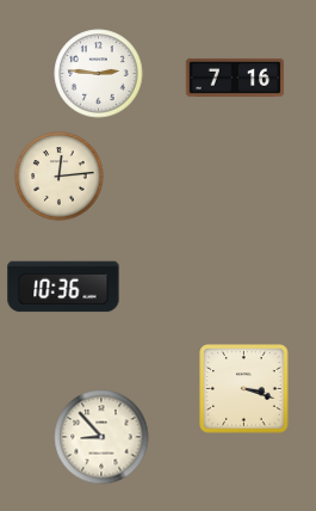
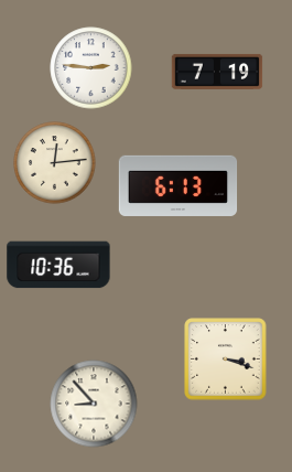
clock at (235, 78): 7:16 -> 7:19
clock at (179, 185): none -> 6:13
